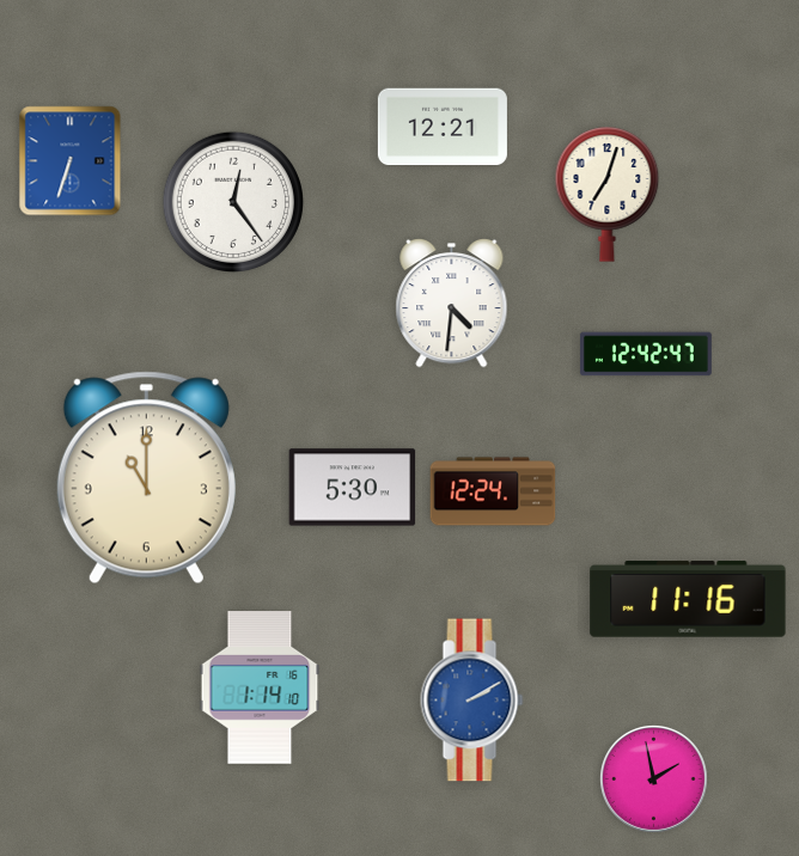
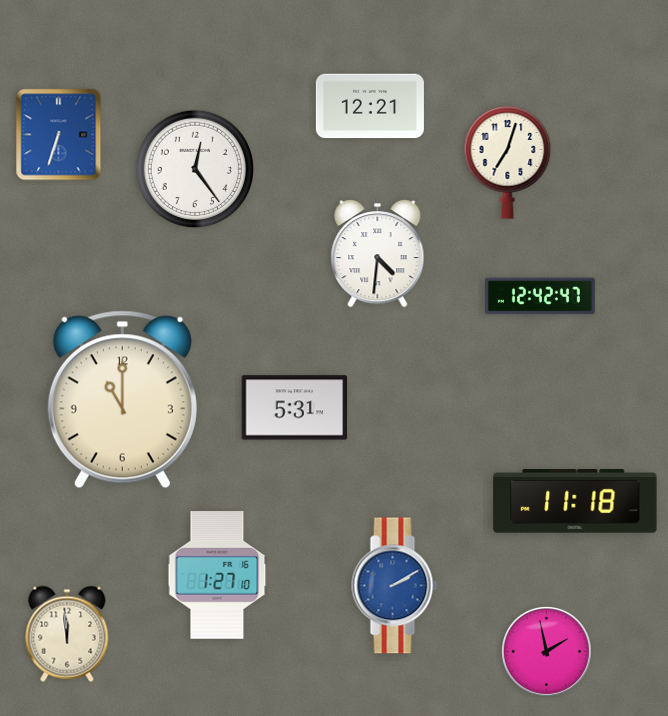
clock at (353, 488): 5:30 -> 5:31
clock at (493, 491): 12:24 -> none
clock at (688, 599): 11:16 -> 11:18
clock at (260, 687): 1:14 -> 1:27
clock at (67, 634): none -> 11:59
